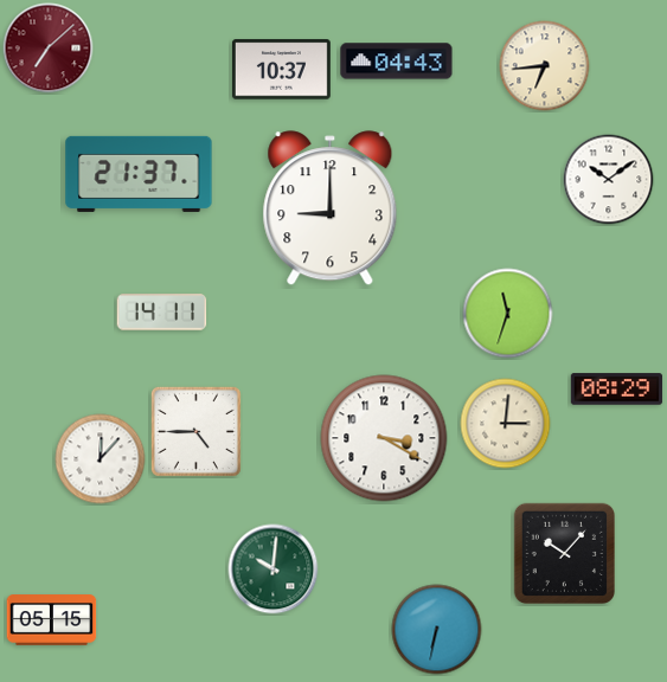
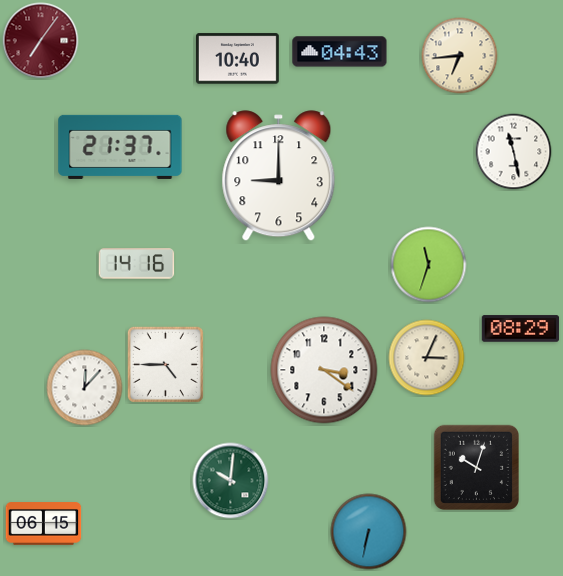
clock at (49, 49): 7:08 -> 7:06
clock at (397, 62) position: (397, 62) -> (340, 52)
clock at (281, 70): 10:37 -> 10:40
clock at (139, 174) position: (139, 174) -> (120, 147)
clock at (609, 180): 10:09 -> 11:28
clock at (162, 313): 14:11 -> 14:16
clock at (506, 424): 3:01 -> 3:04
clock at (384, 438): 3:20 -> 3:21
clock at (564, 553): 10:07 -> 10:03
clock at (52, 620): 05:15 -> 06:15
